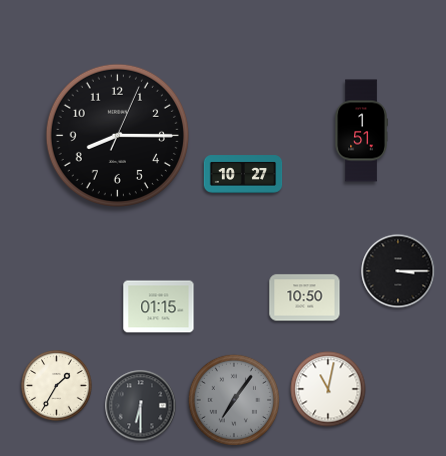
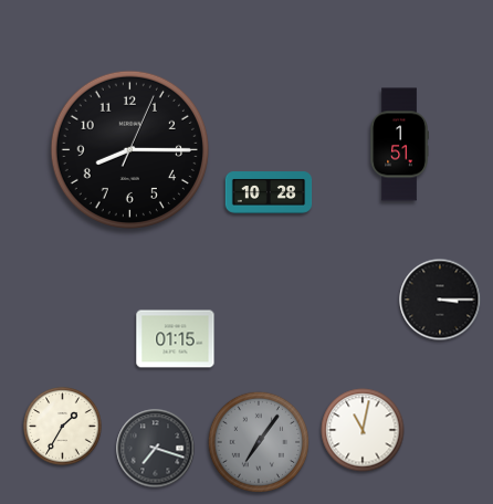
clock at (243, 174): 10:27 -> 10:28
clock at (305, 298): 10:50 -> none
clock at (141, 406): 6:30 -> 7:18
